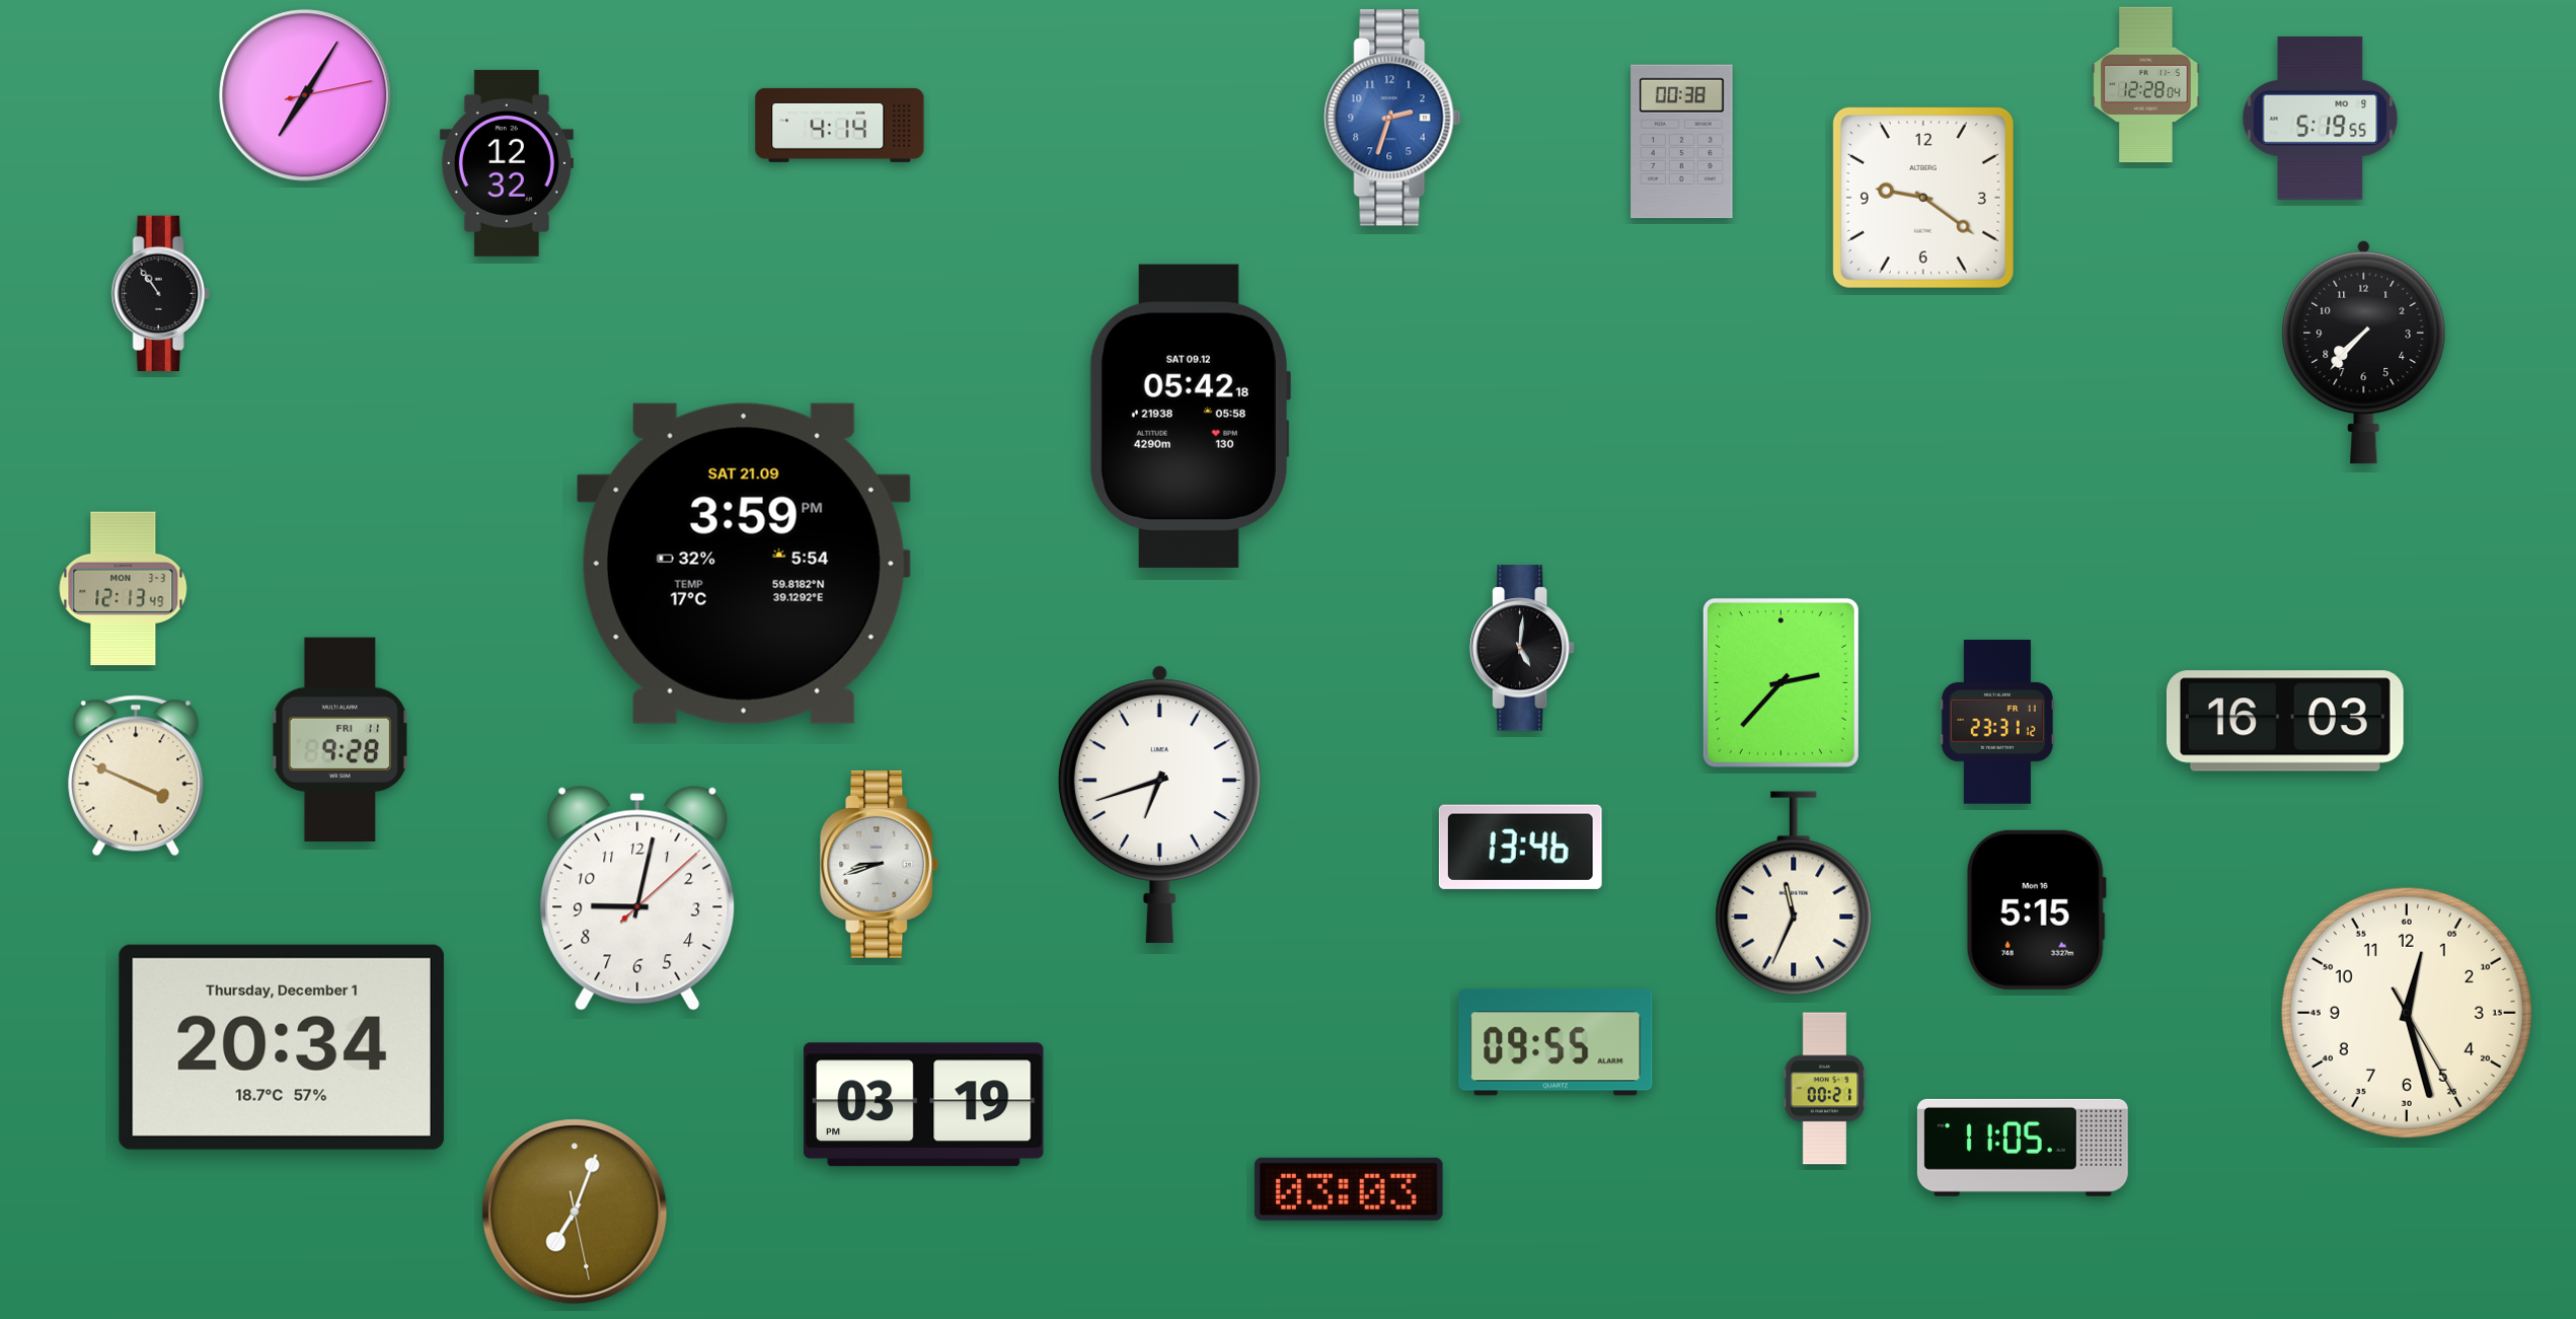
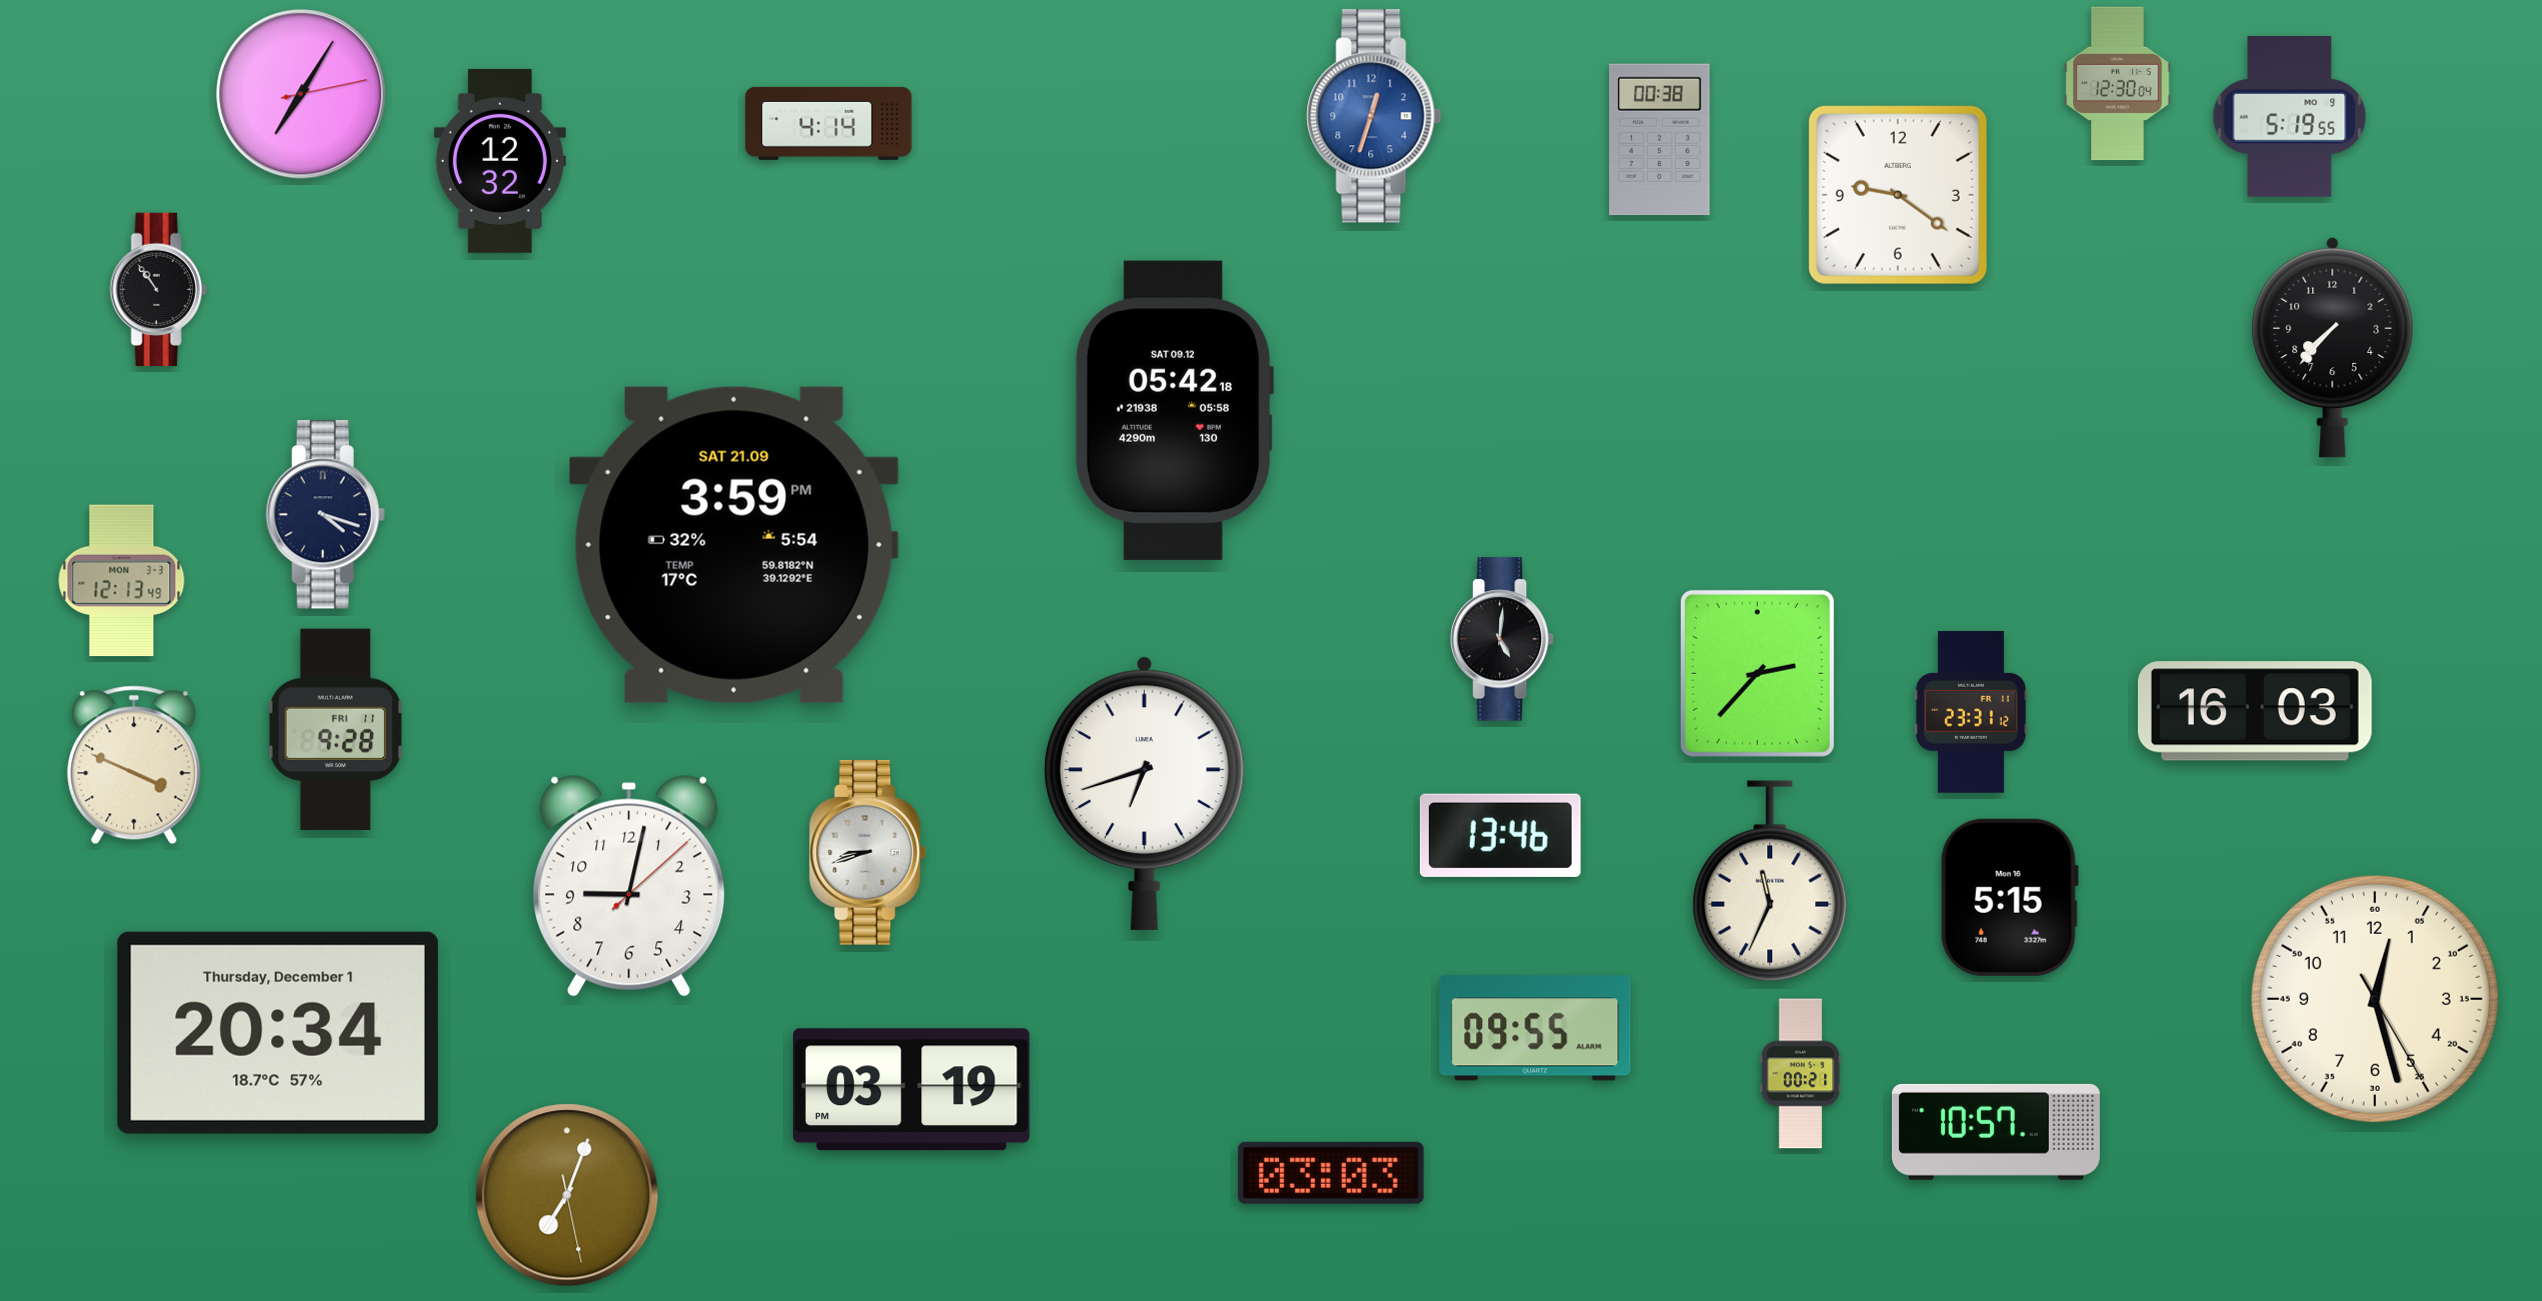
clock at (2146, 85): 12:28 -> 12:30
clock at (1392, 118): 2:33 -> 12:33
clock at (325, 515): none -> 4:18
clock at (744, 564) position: (744, 564) -> (734, 545)
clock at (2023, 1148): 11:05 -> 10:57
